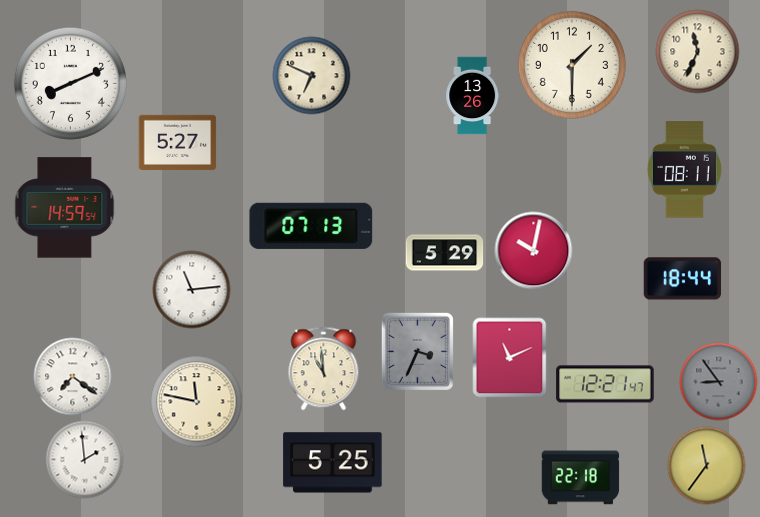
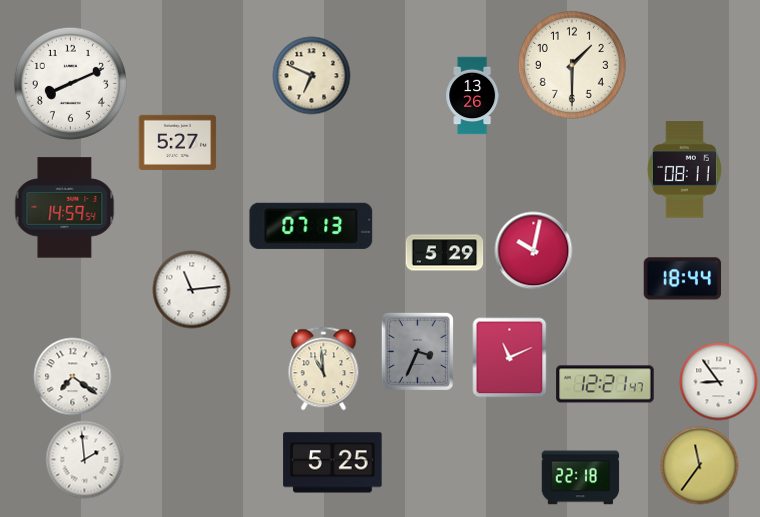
clock at (697, 51): 11:34 -> none
clock at (718, 381) dial: grey -> white
clock at (196, 401): 11:47 -> none
clock at (706, 465) position: (706, 465) -> (699, 465)
